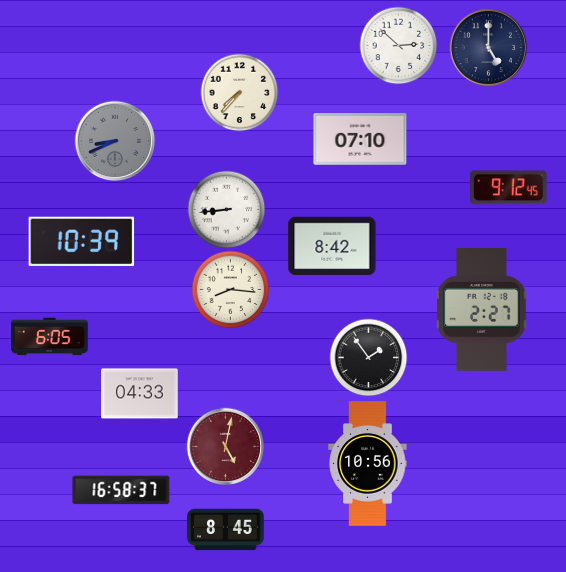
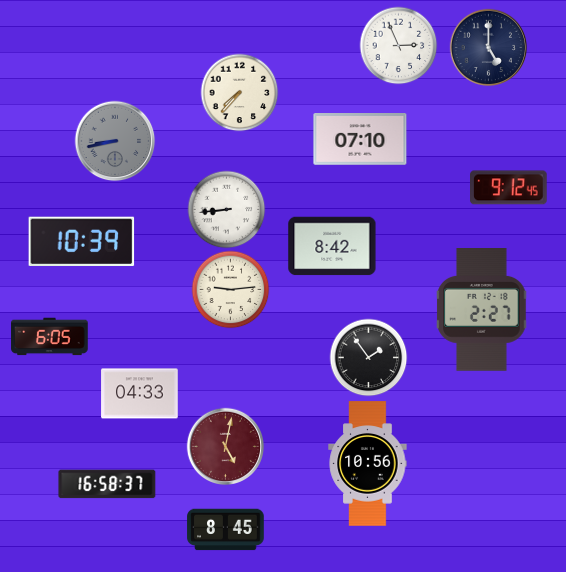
clock at (398, 45): 2:52 -> 2:56
clock at (115, 141): 8:41 -> 8:43
clock at (230, 289): 8:16 -> 9:14
clock at (121, 490) position: (121, 490) -> (107, 484)
